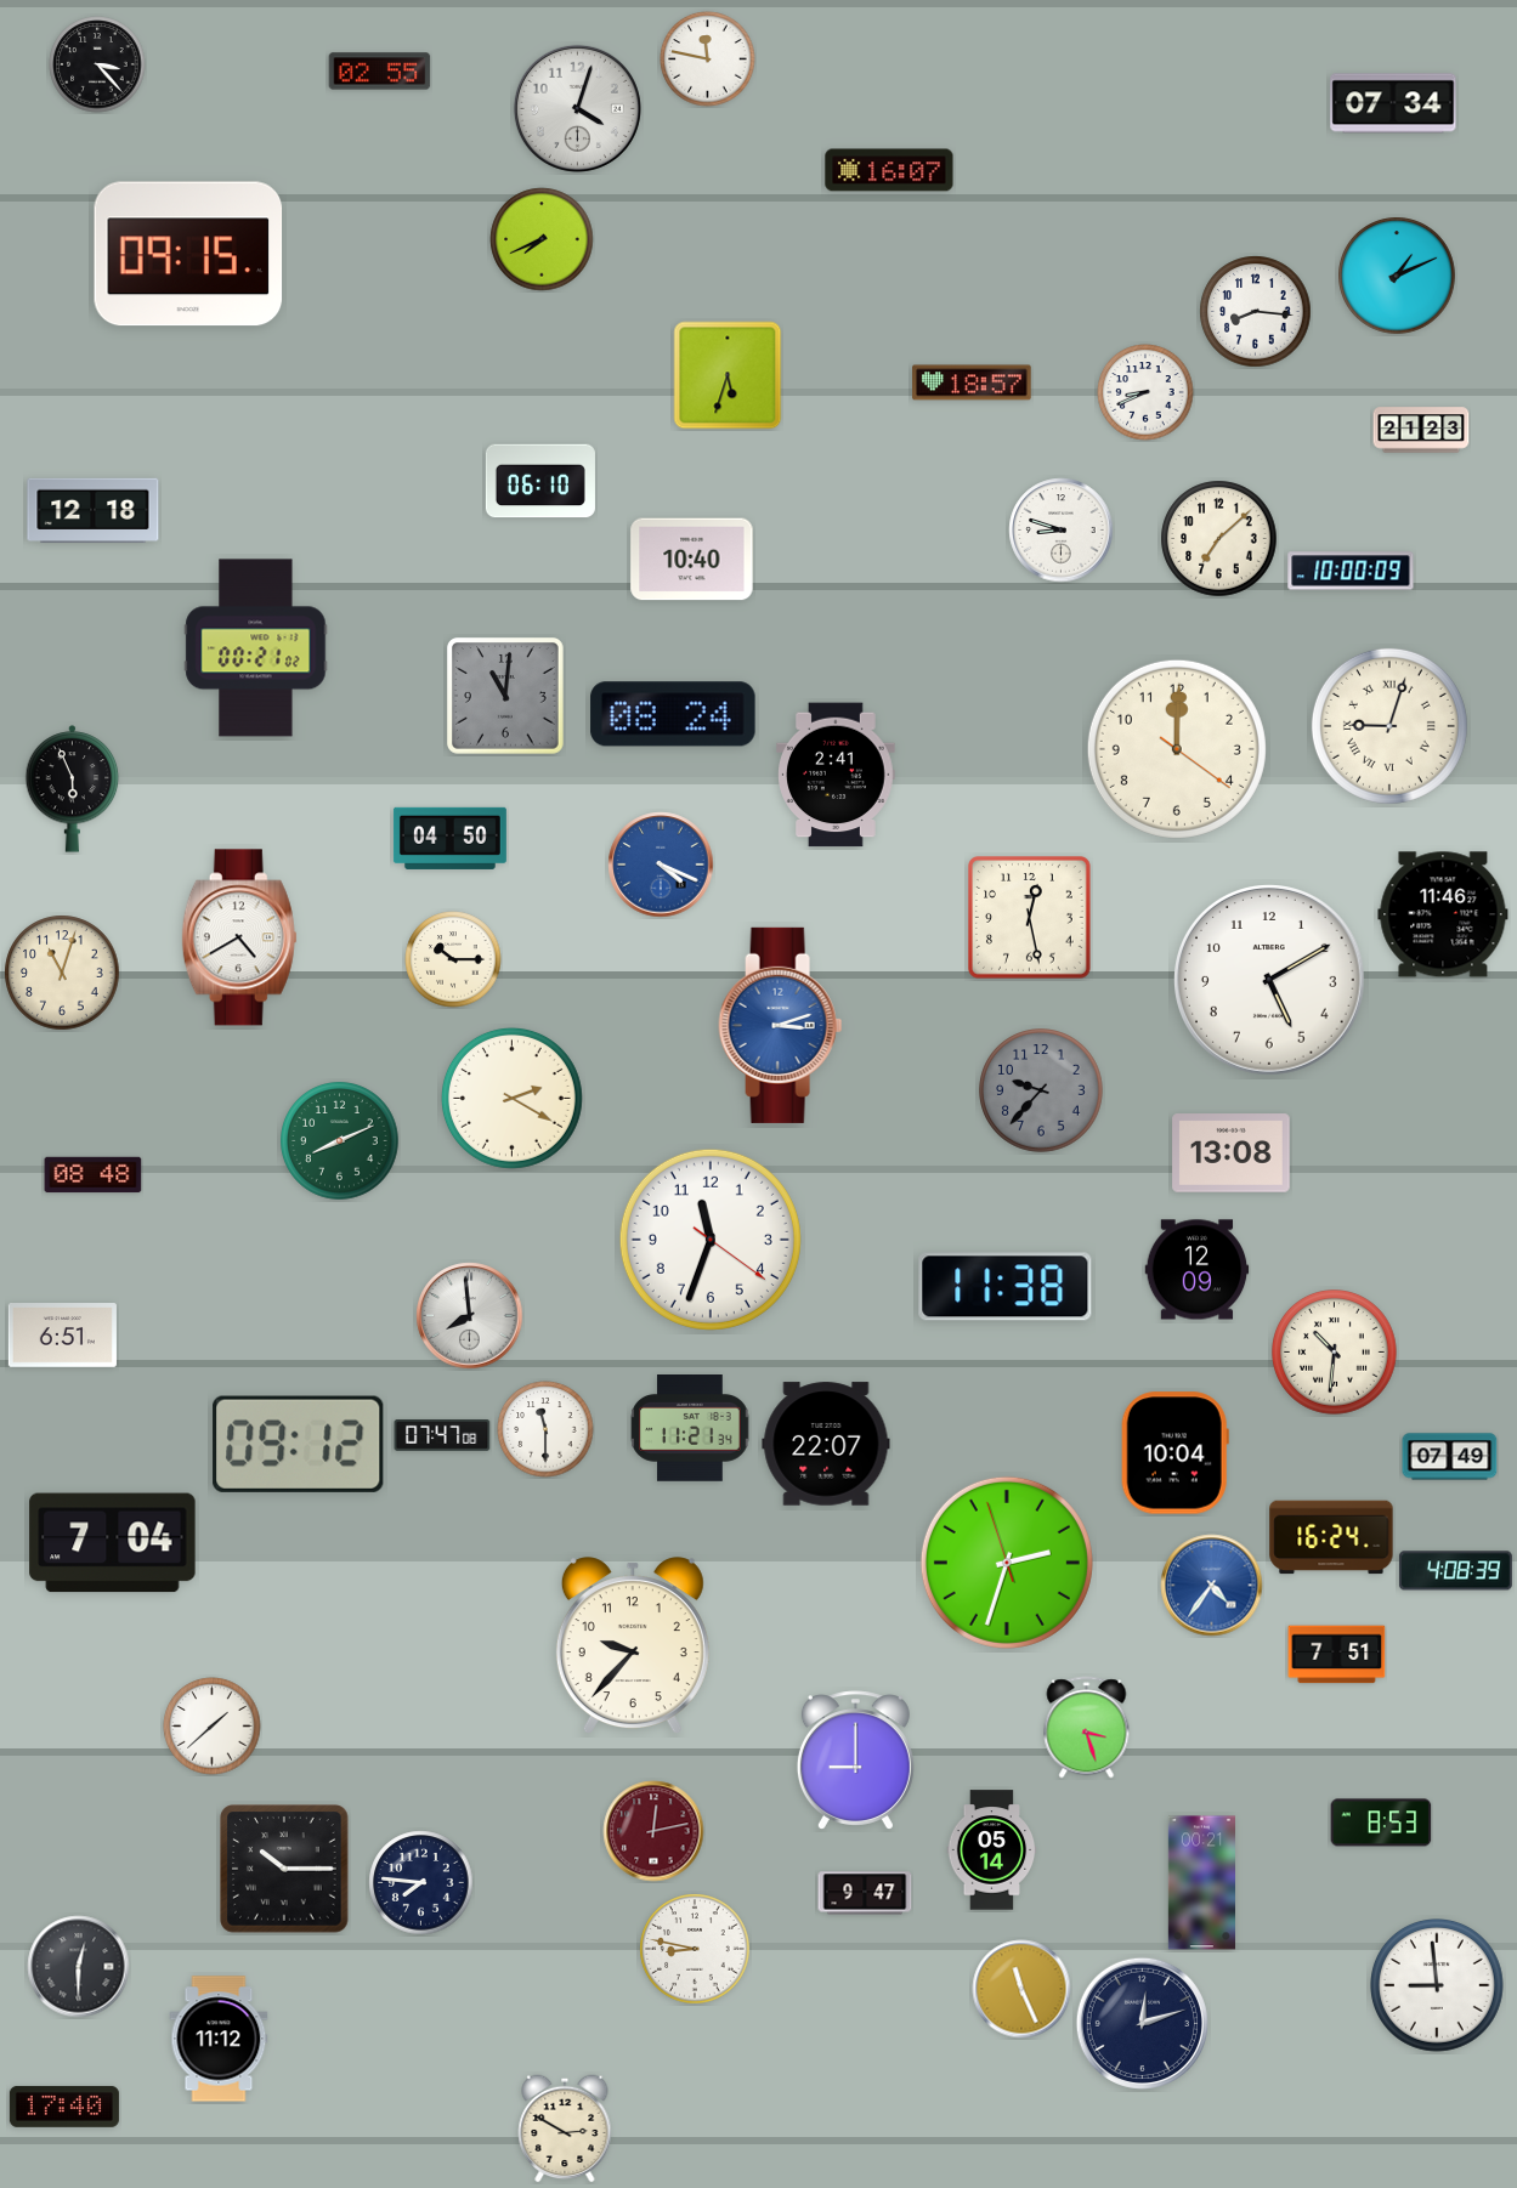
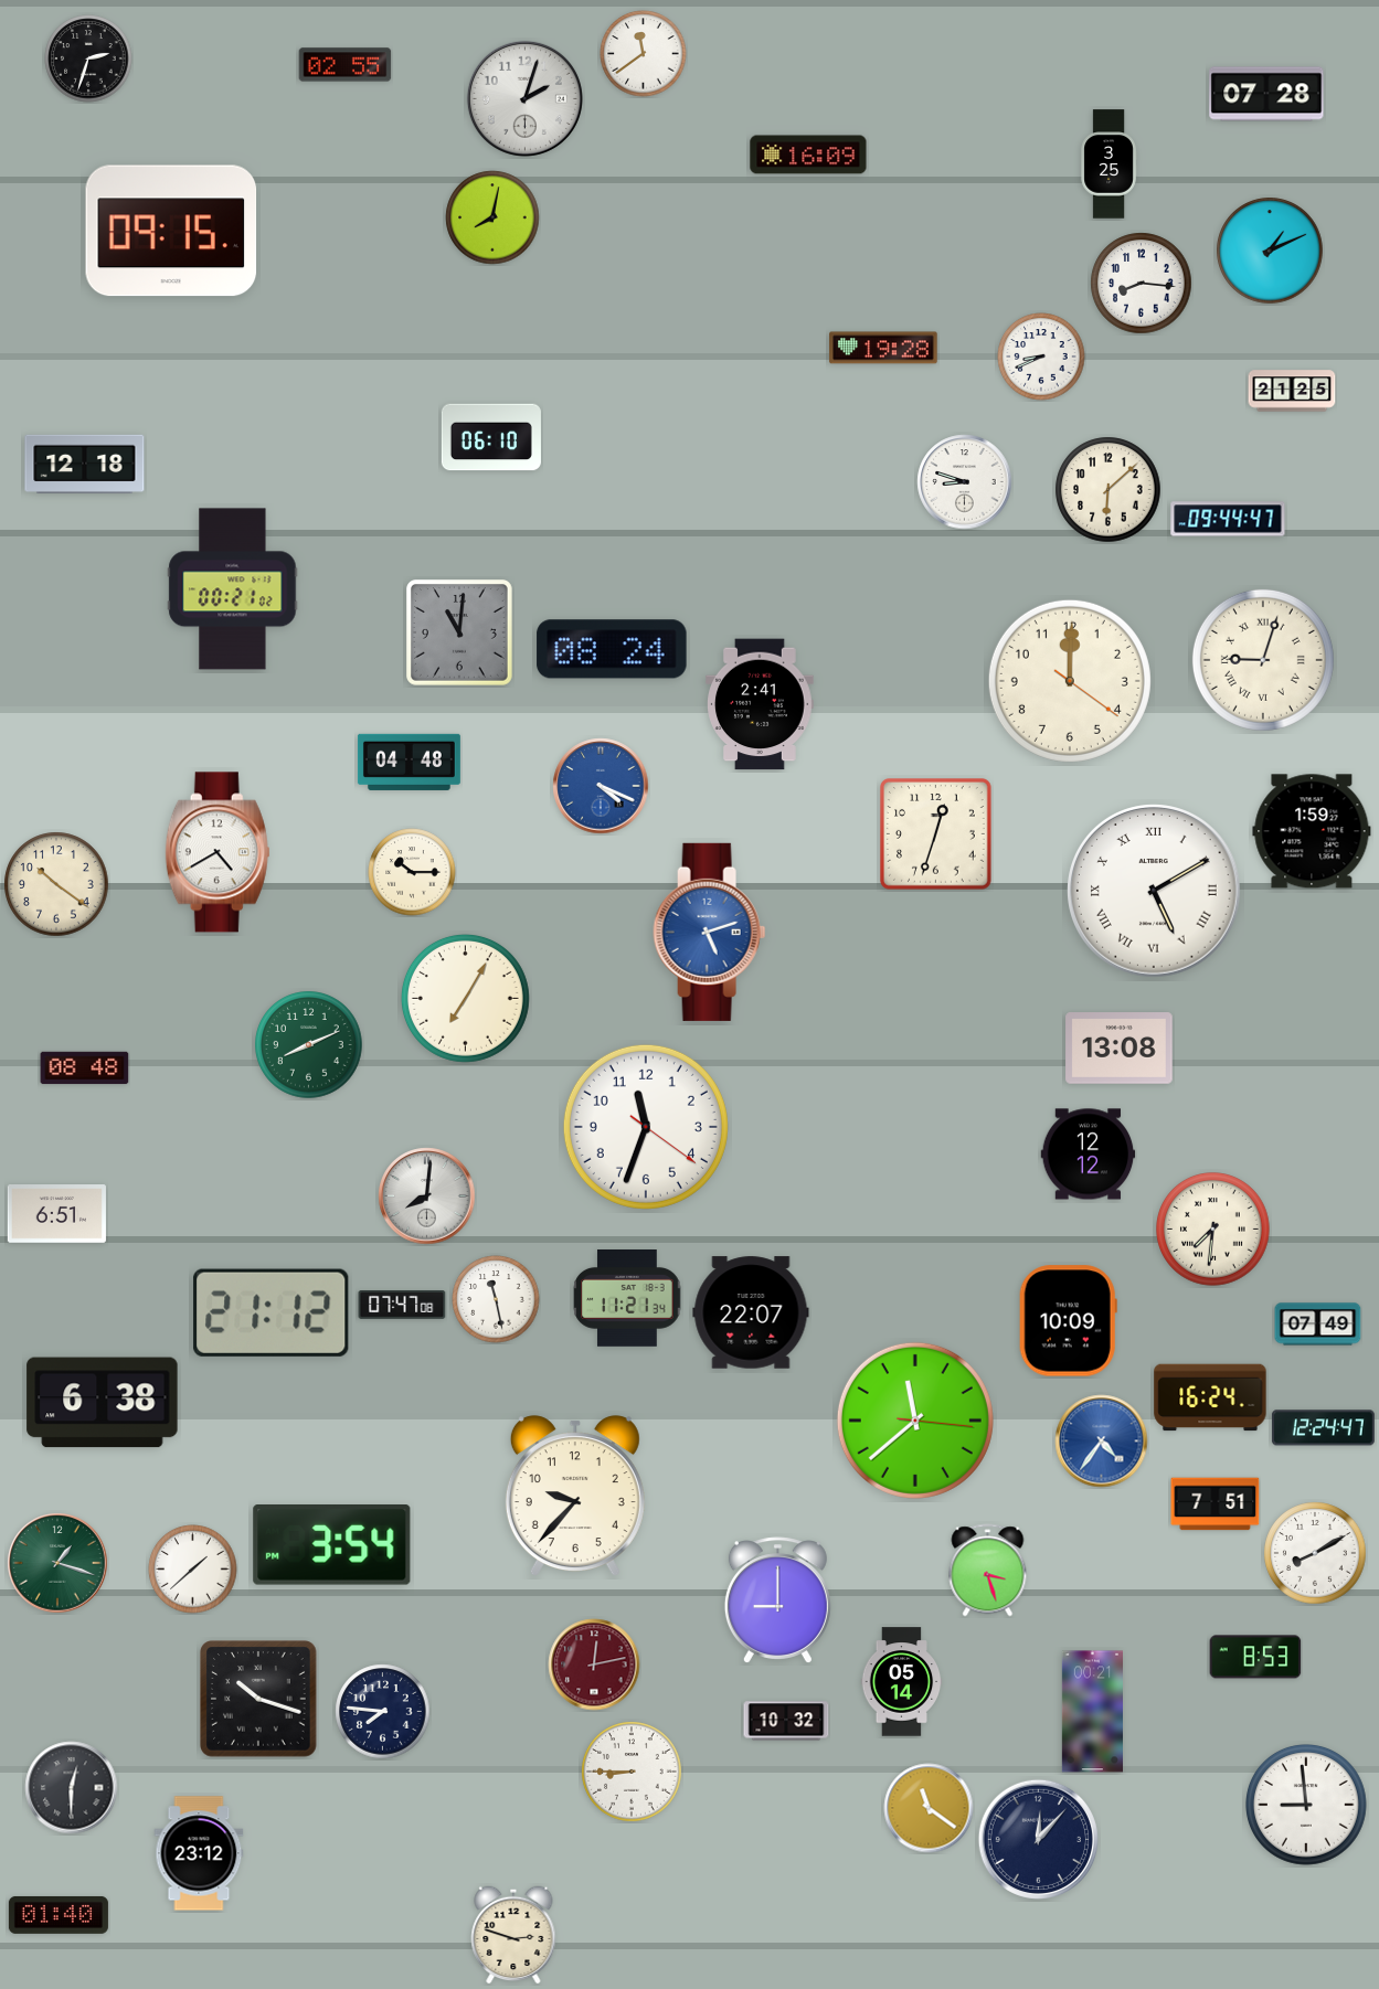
clock at (708, 59): 11:47 -> 11:39
clock at (97, 64): 3:23 -> 2:33
clock at (1393, 103): 07:34 -> 07:28
clock at (577, 108): 4:03 -> 2:03
clock at (889, 170): 16:07 -> 16:09
clock at (1108, 164): none -> 3:25
clock at (542, 239): 7:41 -> 8:02
clock at (728, 375): 5:33 -> none
clock at (972, 382): 18:57 -> 19:28
clock at (1421, 430): 21:23 -> 21:25
clock at (1219, 539): 7:08 -> 6:08
clock at (692, 560): 10:40 -> none
clock at (1351, 571): 10:00 -> 09:44
clock at (73, 789): 5:56 -> none
clock at (449, 838): 04:50 -> 04:48
clock at (1443, 914): 11:46 -> 1:59
clock at (1030, 918): 12:28 -> 12:33
clock at (62, 973): 11:03 -> 10:21
clock at (1270, 981) numerals: Arabic -> Roman
clock at (781, 1025): 3:12 -> 5:12
clock at (1041, 1090): 9:37 -> none
clock at (511, 1098): 2:20 -> 7:05
clock at (340, 1141) position: (340, 1141) -> (309, 1045)
clock at (1198, 1270): 12:09 -> 12:12
clock at (1006, 1287): 11:38 -> none
clock at (470, 1316): 7:59 -> 8:01
clock at (1335, 1353): 10:31 -> 7:31
clock at (545, 1429): 11:30 -> 11:28
clock at (299, 1444): 09:12 -> 21:12
clock at (1174, 1453): 10:04 -> 10:09
clock at (113, 1543): 7:04 -> 6:38
clock at (1007, 1563): 2:32 -> 11:38
clock at (1455, 1571): 4:08 -> 12:24
clock at (332, 1545): none -> 3:54
clock at (1315, 1553): none -> 8:10
clock at (57, 1563): none -> 1:18
clock at (284, 1869): 10:15 -> 10:18
clock at (865, 1893): 9:47 -> 10:32
clock at (695, 1949): 8:47 -> 8:45
clock at (1021, 1989): 11:26 -> 11:21
clock at (1142, 2023): 12:12 -> 12:07
clock at (219, 2039): 11:12 -> 23:12
clock at (64, 2107): 17:40 -> 01:40
clock at (565, 2129): 2:50 -> 2:48
